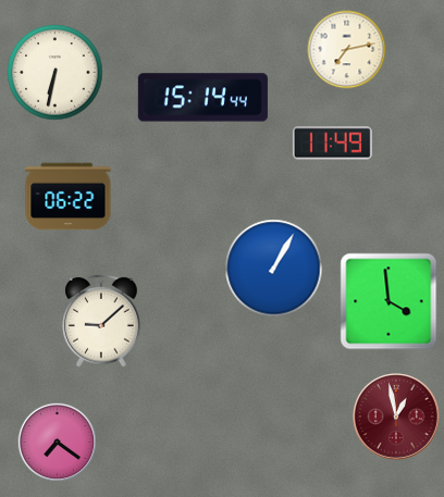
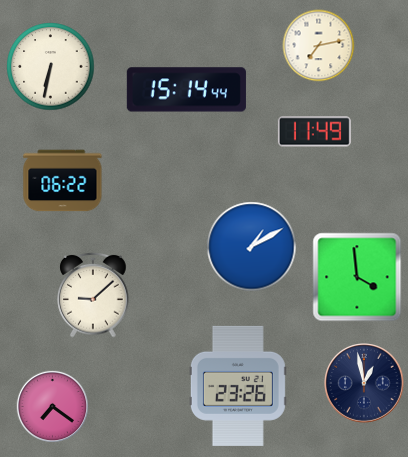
clock at (332, 144) position: (332, 144) -> (314, 132)
clock at (274, 269): 1:05 -> 1:10
clock at (397, 418) dial: burgundy -> navy
clock at (238, 386): none -> 23:26
